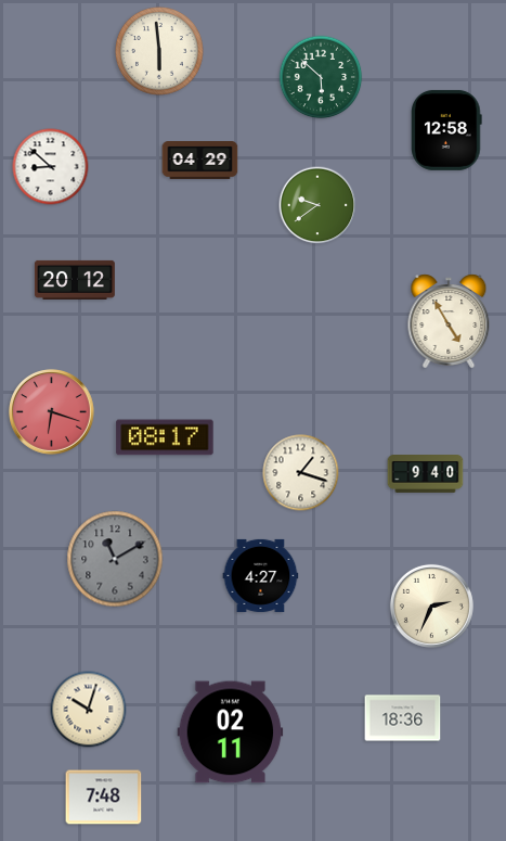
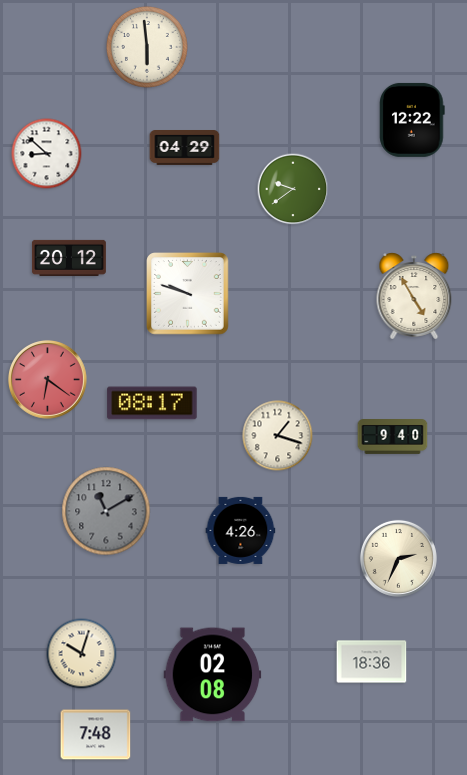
clock at (321, 77): 5:52 -> none
clock at (446, 130): 12:58 -> 12:22
clock at (188, 294): none -> 9:48
clock at (51, 411): 6:18 -> 6:21
clock at (115, 559) position: (115, 559) -> (106, 511)
clock at (261, 575): 4:27 -> 4:26
clock at (231, 732): 02:11 -> 02:08
